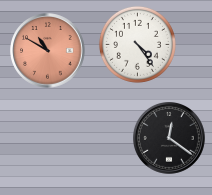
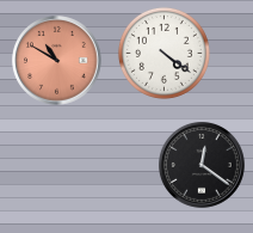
clock at (137, 44): 4:24 -> 4:21
